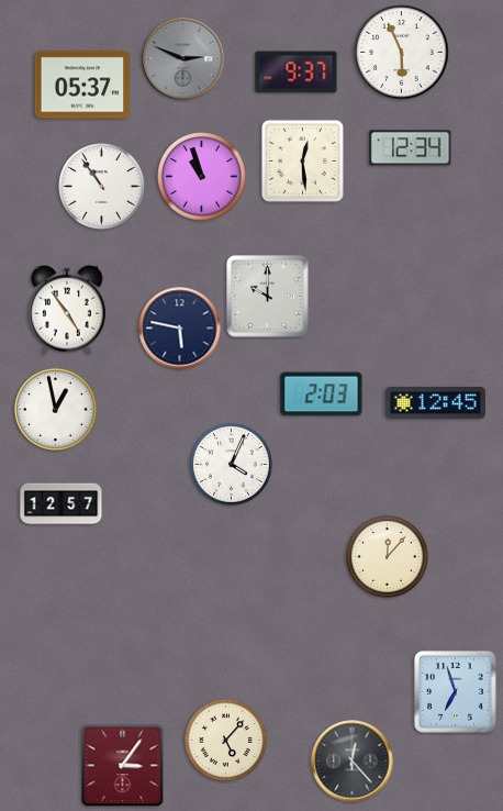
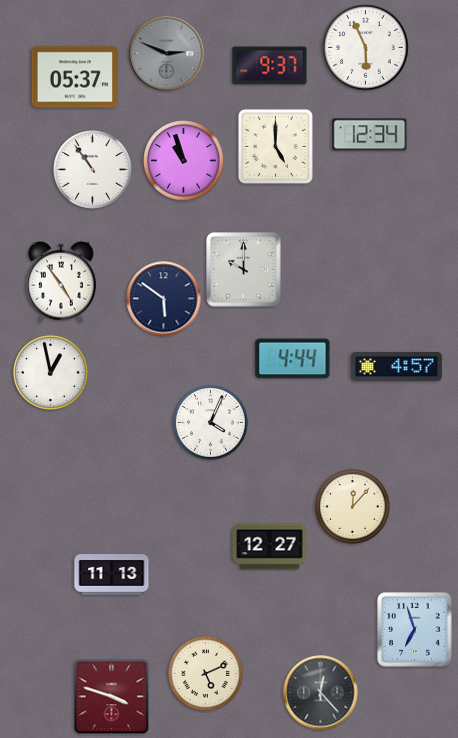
clock at (411, 148) position: (411, 148) -> (370, 135)
clock at (302, 160): 12:29 -> 5:00
clock at (180, 329): 5:47 -> 5:51
clock at (322, 395): 2:03 -> 4:44
clock at (435, 402): 12:45 -> 4:57
clock at (62, 504): 12:57 -> none
clock at (270, 547): none -> 12:27
clock at (112, 575): none -> 11:13
clock at (226, 741): 5:07 -> 5:11
clock at (123, 766): 3:06 -> 3:48
